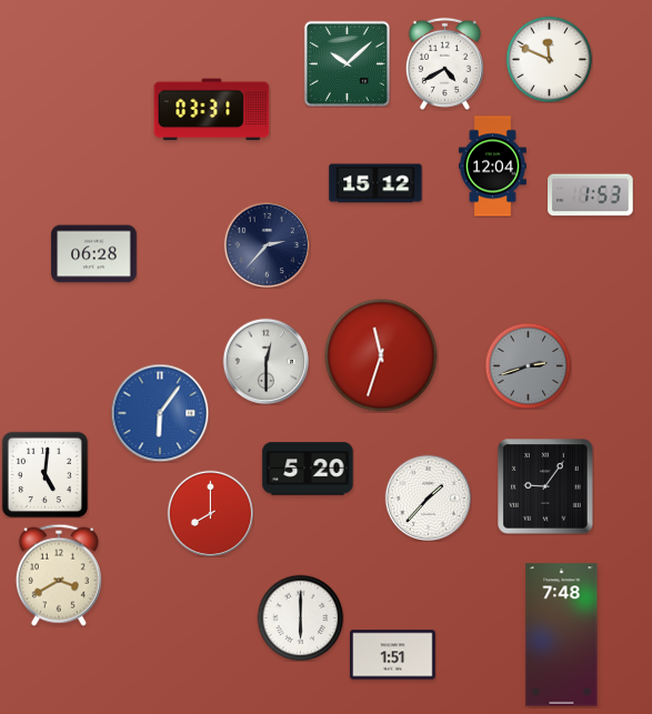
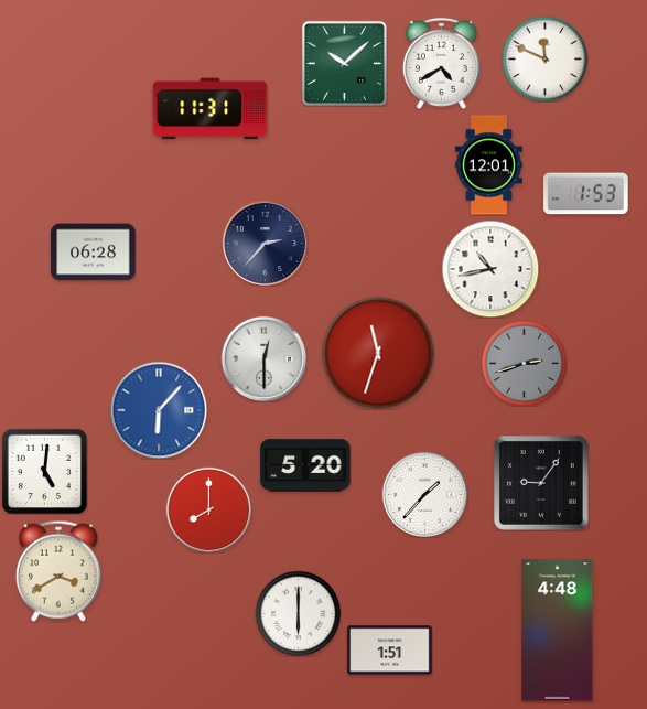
clock at (212, 110): 03:31 -> 11:31
clock at (492, 167): 12:04 -> 12:01
clock at (375, 183): 15:12 -> none
clock at (490, 269): none -> 10:43
clock at (160, 413): 6:06 -> 6:07
clock at (562, 635): 7:48 -> 4:48
